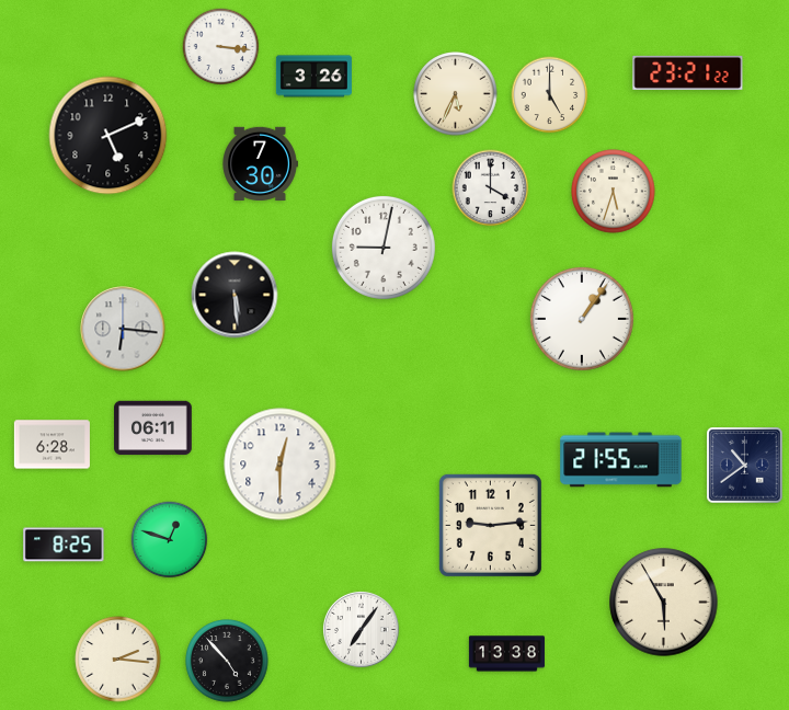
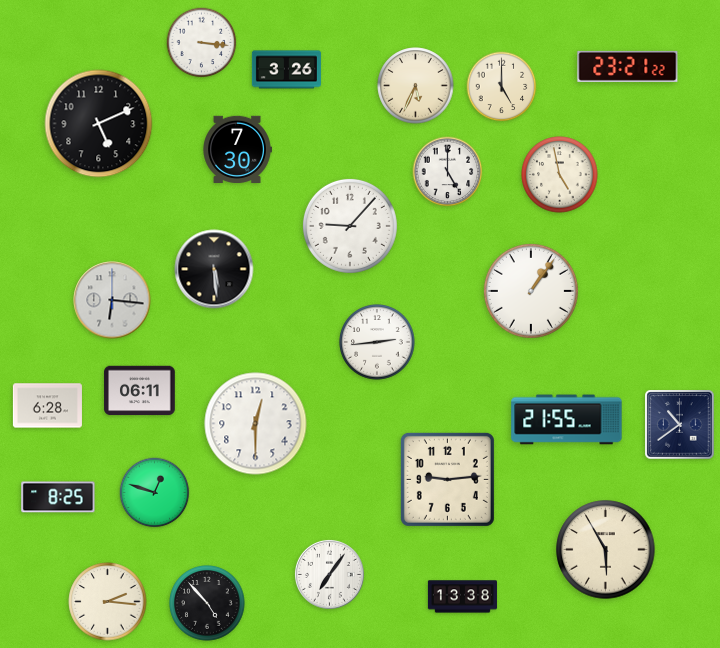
clock at (491, 188): 4:00 -> 5:00
clock at (614, 192): 5:33 -> 4:58
clock at (384, 248): 9:02 -> 9:07
clock at (377, 342): none -> 2:44
